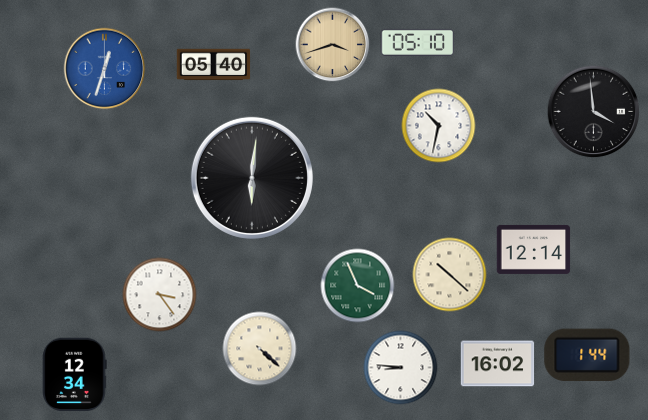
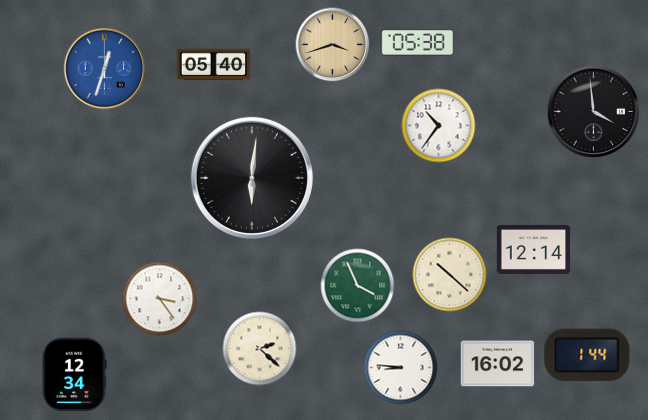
clock at (418, 42): 05:10 -> 05:38
clock at (439, 126): 10:32 -> 10:36
clock at (160, 295) position: (160, 295) -> (160, 299)
clock at (260, 349): 4:22 -> 2:22
